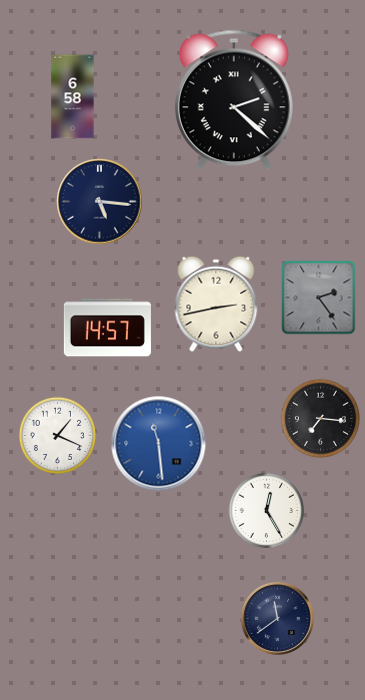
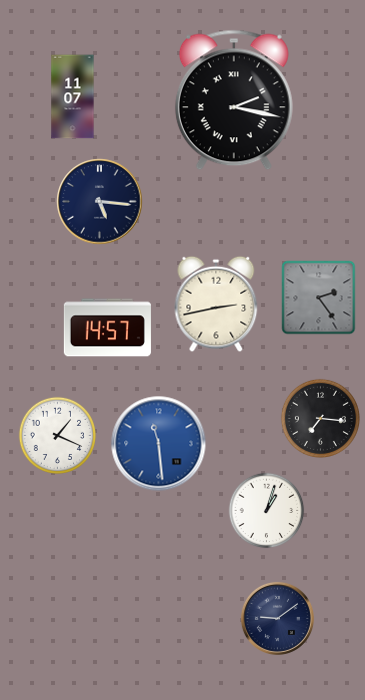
clock at (73, 97): 6:58 -> 11:07
clock at (234, 100): 2:22 -> 2:17
clock at (267, 511): 12:25 -> 1:03
clock at (277, 618): 11:39 -> 9:09
